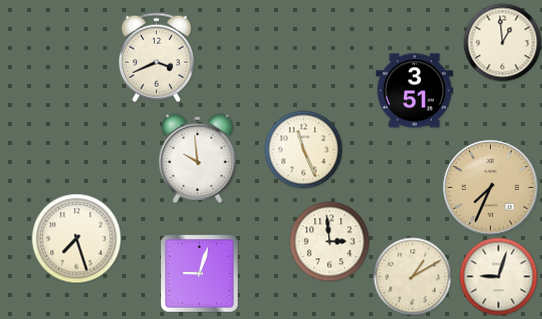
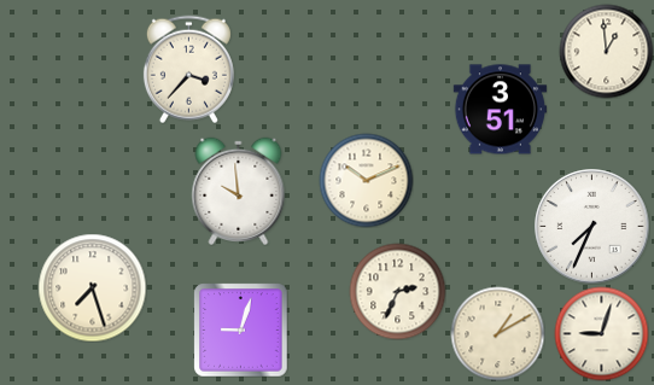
clock at (156, 57): 3:41 -> 3:37
clock at (303, 149): 11:26 -> 10:11
clock at (491, 188) dial: champagne -> white
clock at (329, 241): 2:59 -> 2:34
